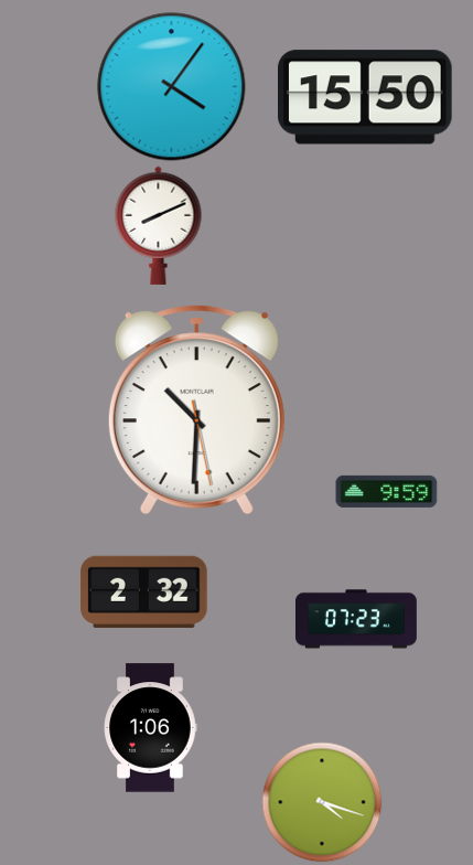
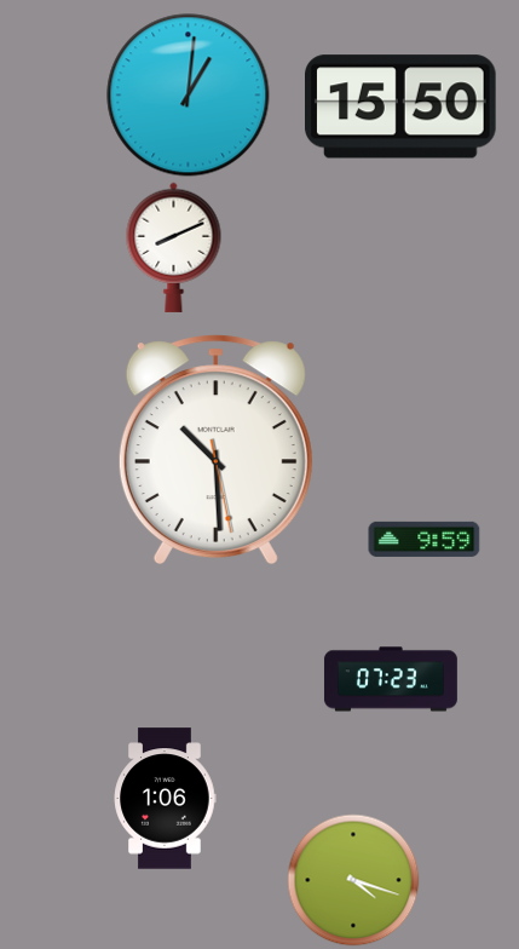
clock at (172, 87): 4:06 -> 1:01
clock at (196, 410): 10:30 -> 10:29
clock at (144, 591): 2:32 -> none
